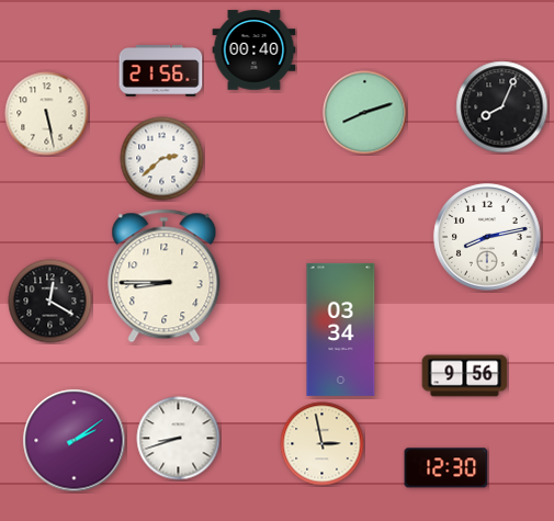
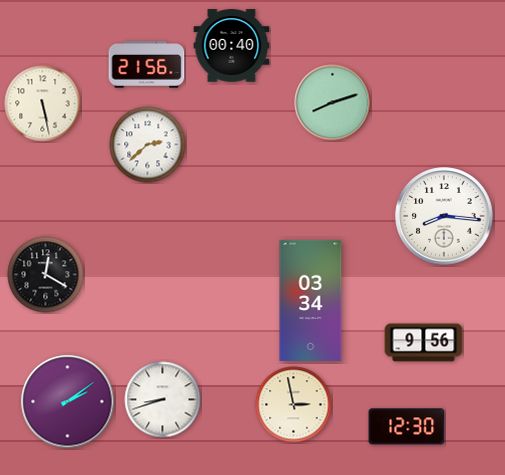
clock at (502, 107): 8:04 -> none
clock at (487, 237): 8:13 -> 8:16
clock at (165, 276): 8:45 -> none
